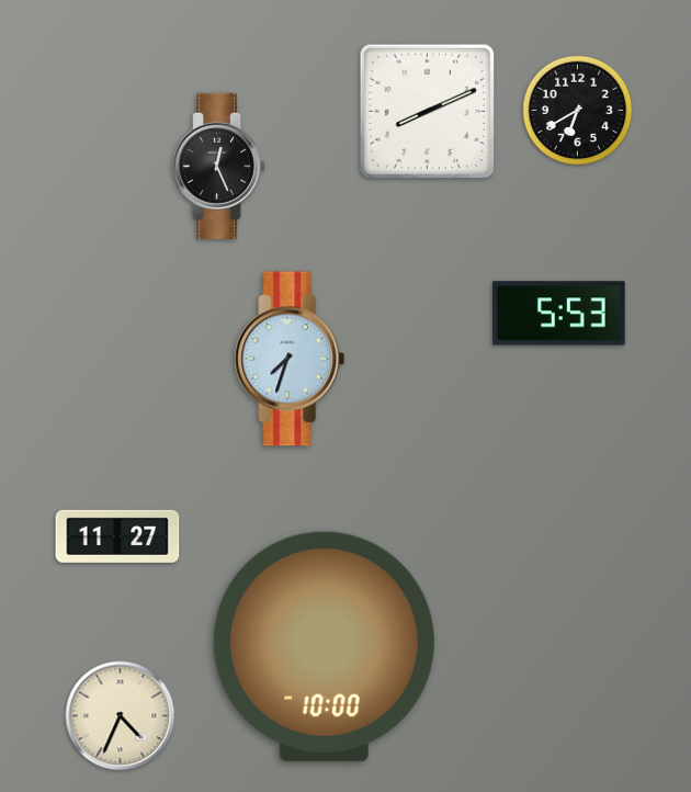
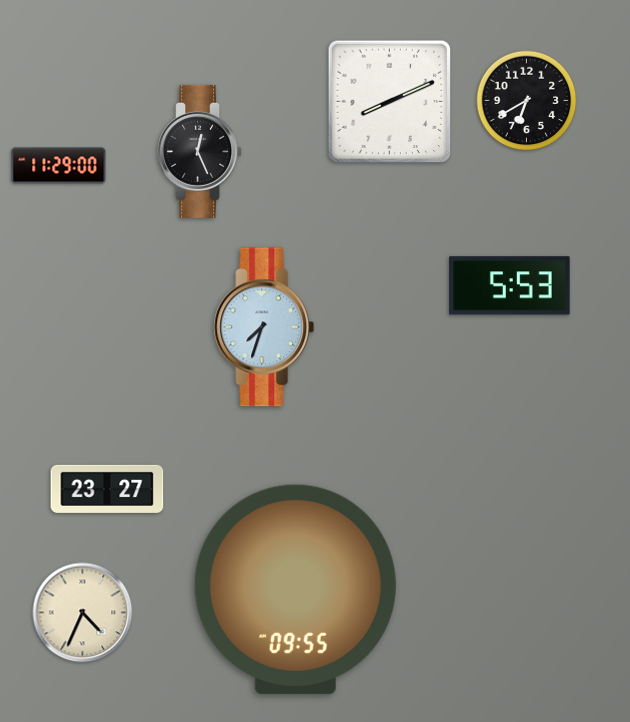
clock at (59, 166): none -> 11:29
clock at (117, 536): 11:27 -> 23:27
clock at (324, 646): 10:00 -> 09:55
clock at (121, 716) position: (121, 716) -> (83, 613)
